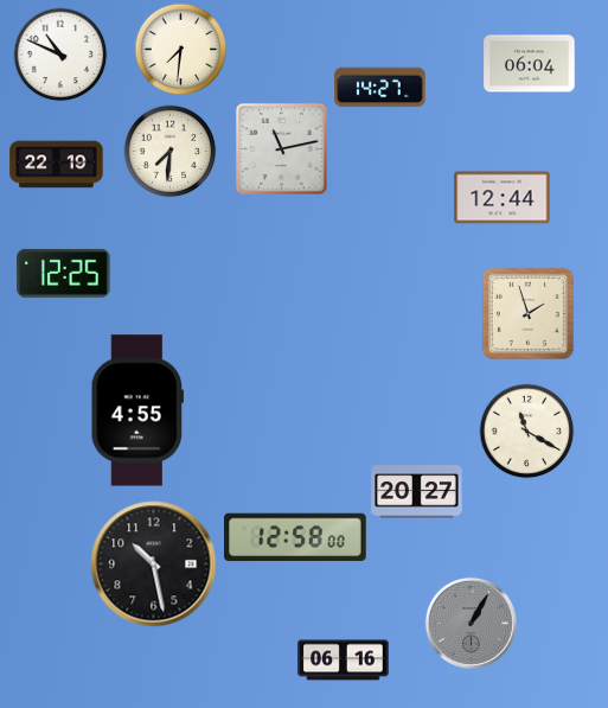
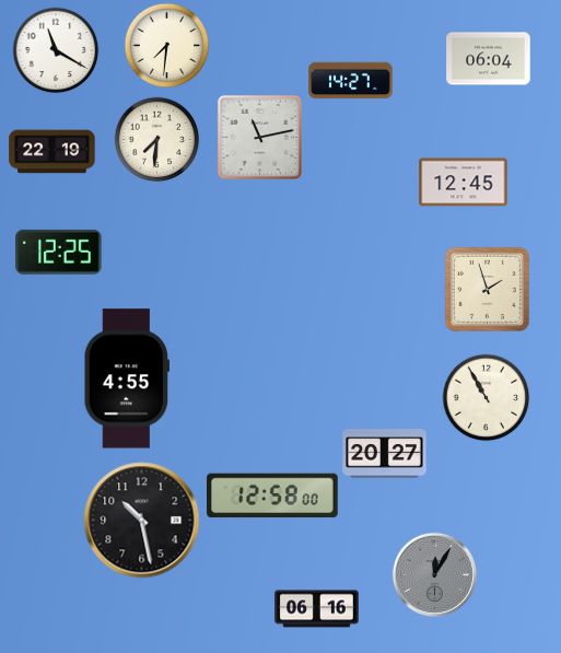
clock at (60, 55): 10:49 -> 11:20
clock at (503, 198): 12:44 -> 12:45
clock at (526, 430): 11:20 -> 10:55
clock at (471, 623): 1:05 -> 12:05
